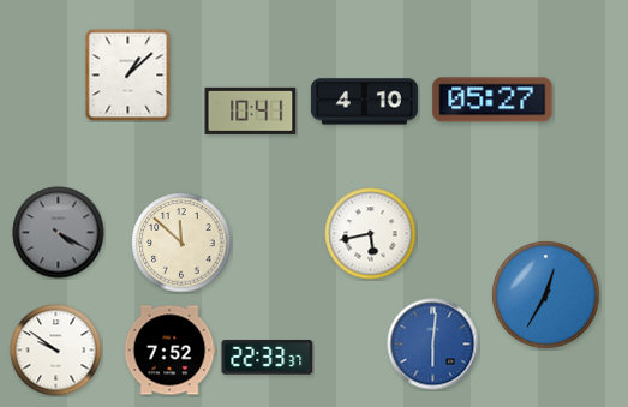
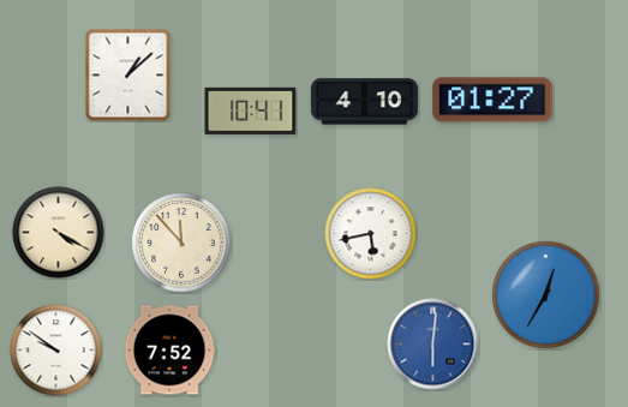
clock at (492, 100): 05:27 -> 01:27
clock at (59, 233) dial: grey -> cream
clock at (181, 243): 11:52 -> 11:53
clock at (268, 358): 22:33 -> none
